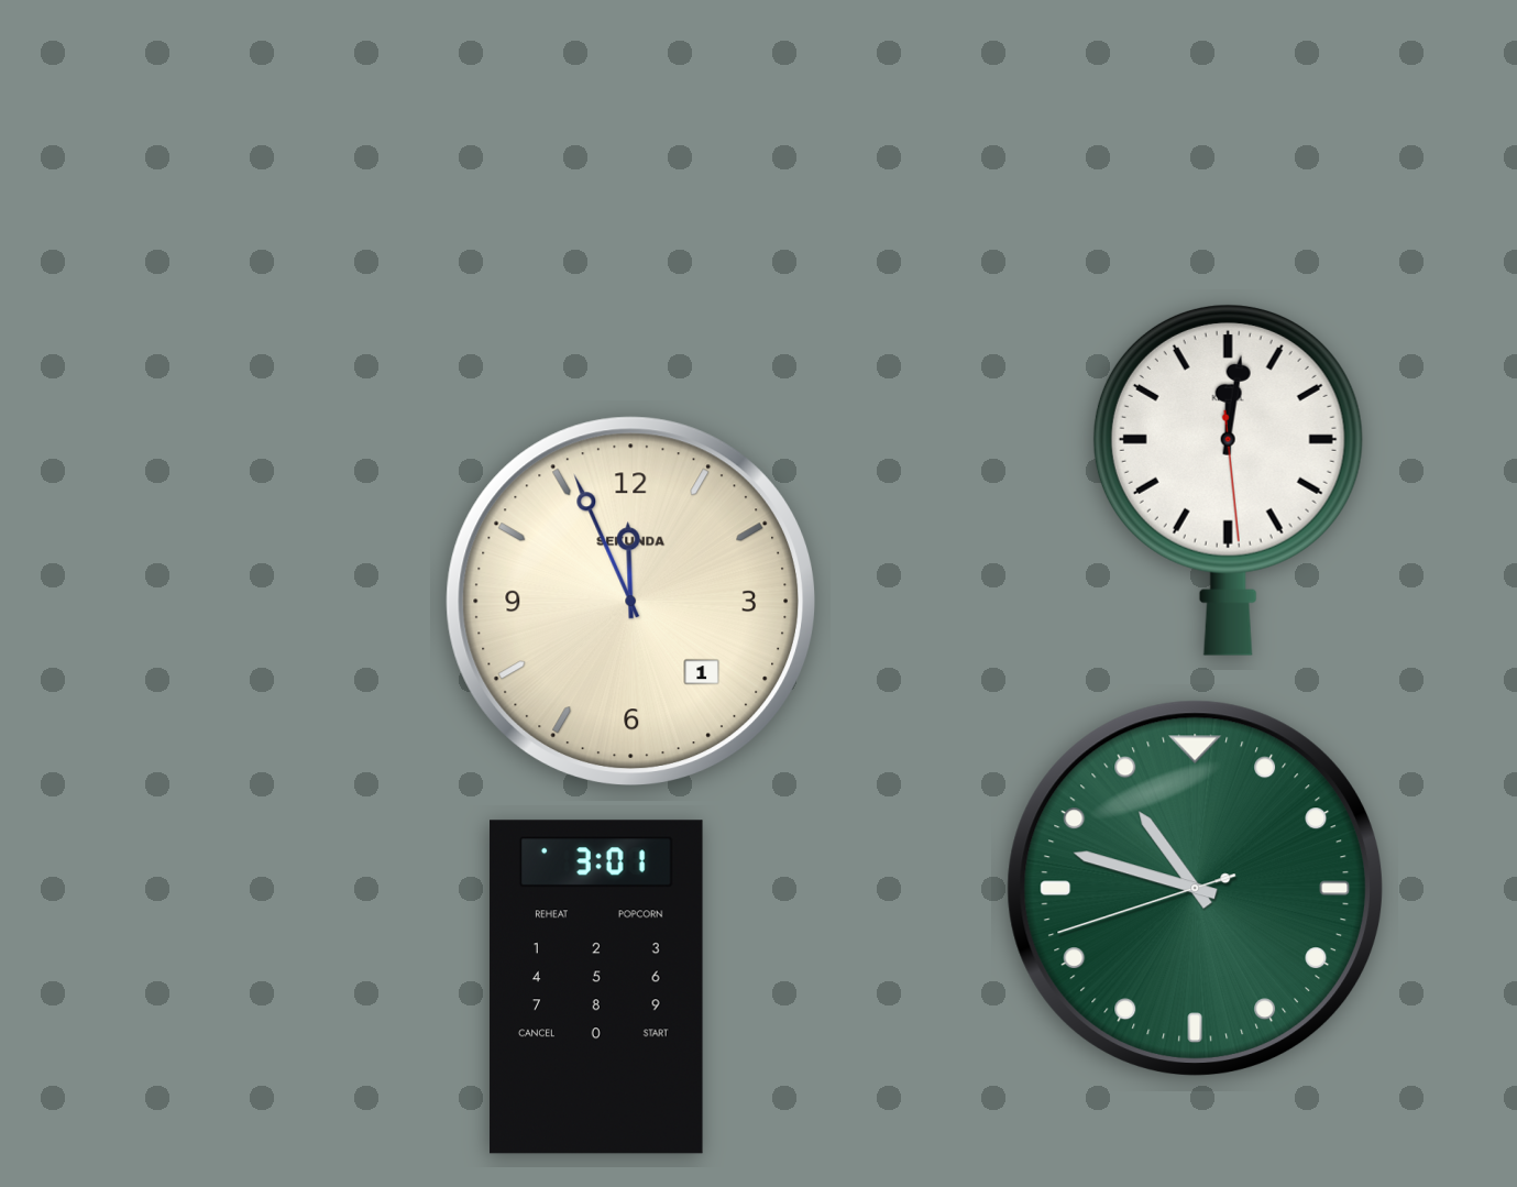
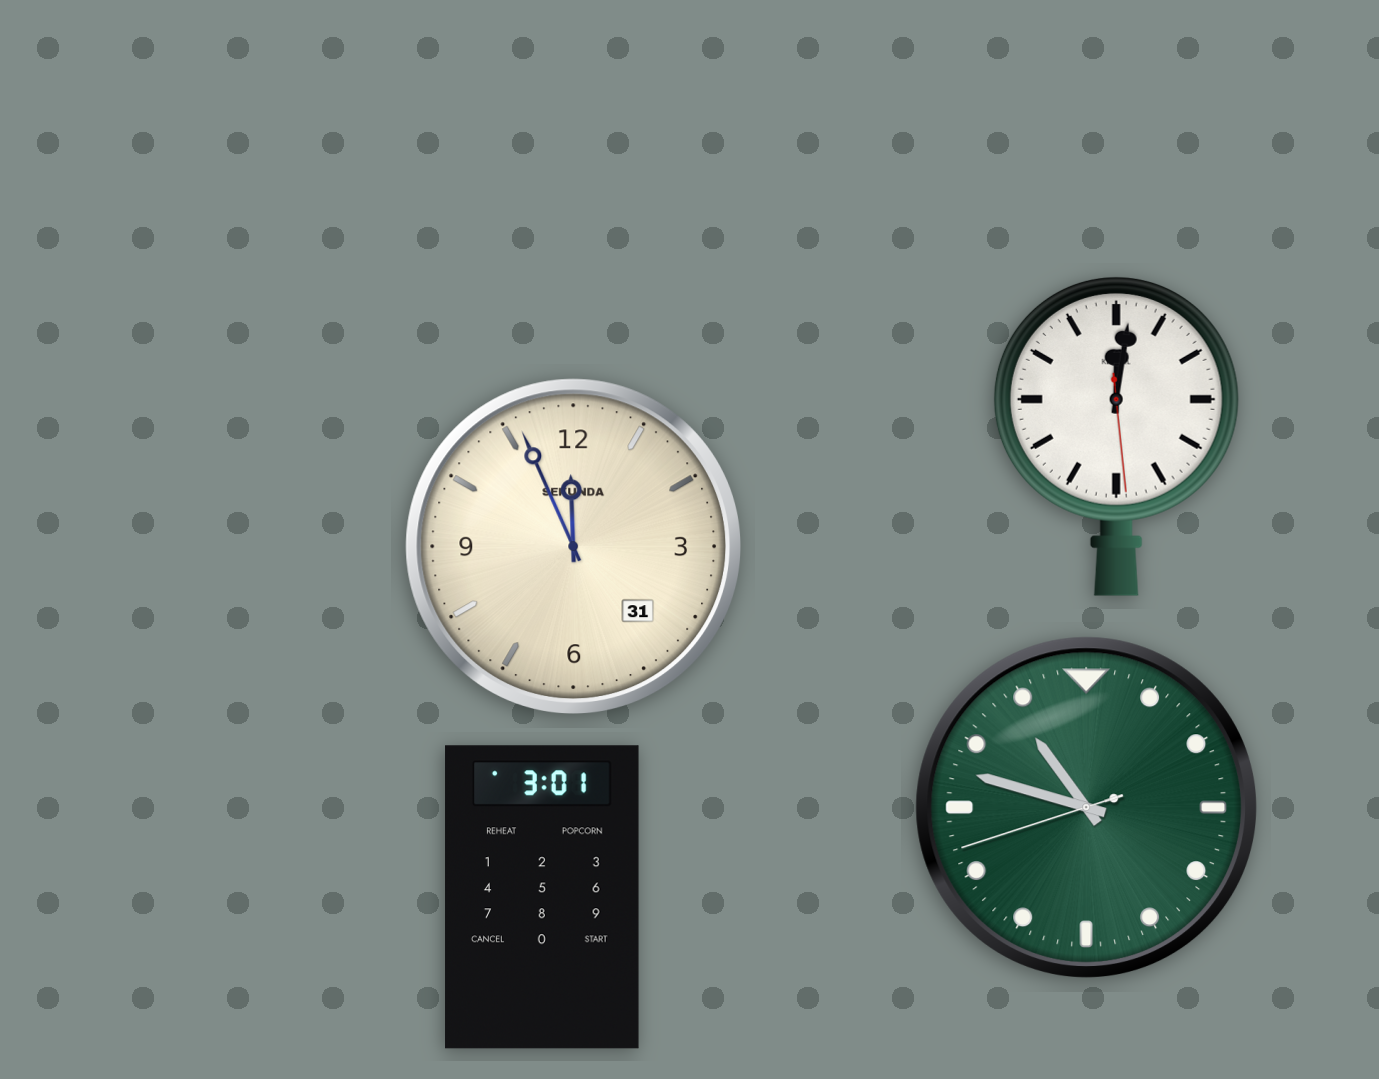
clock at (630, 601) date: 1 -> 31
